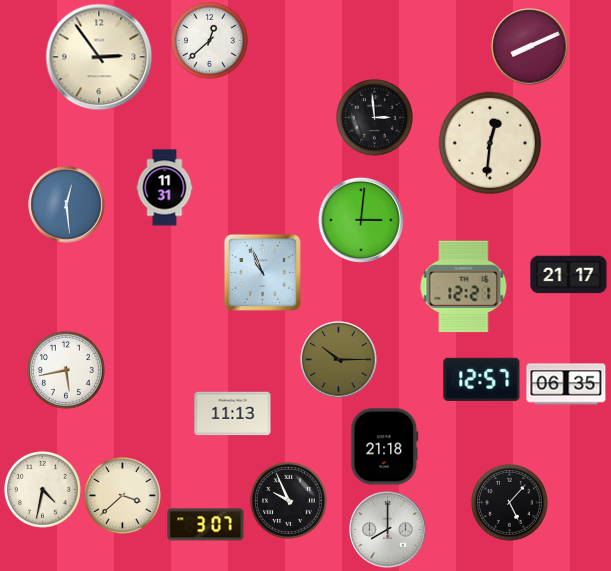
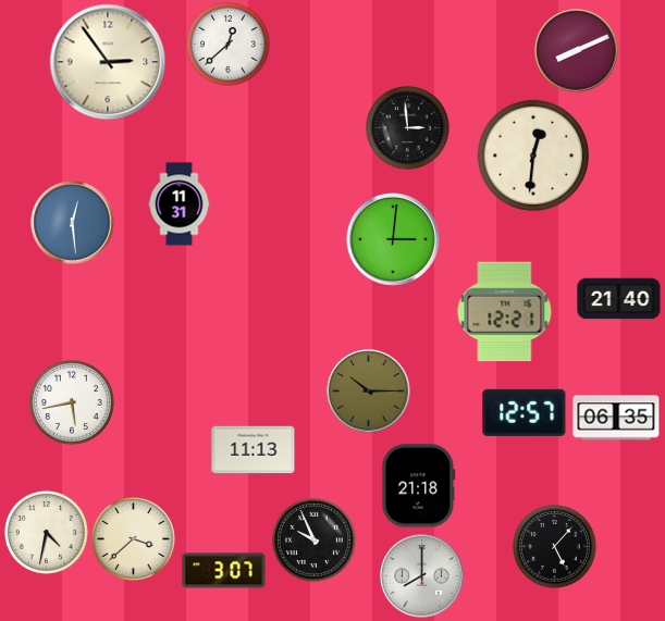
clock at (262, 272): 10:56 -> none
clock at (569, 275): 21:17 -> 21:40
clock at (288, 500) position: (288, 500) -> (313, 539)
